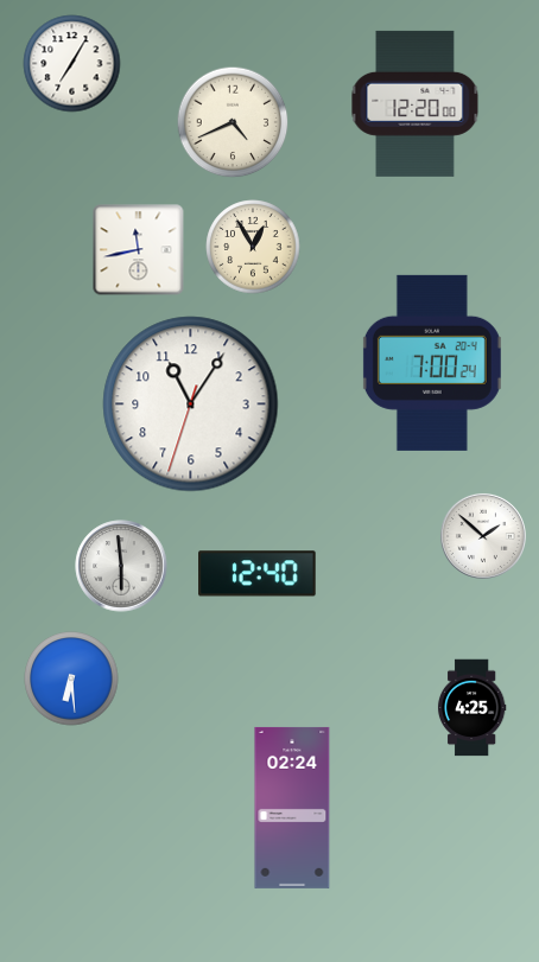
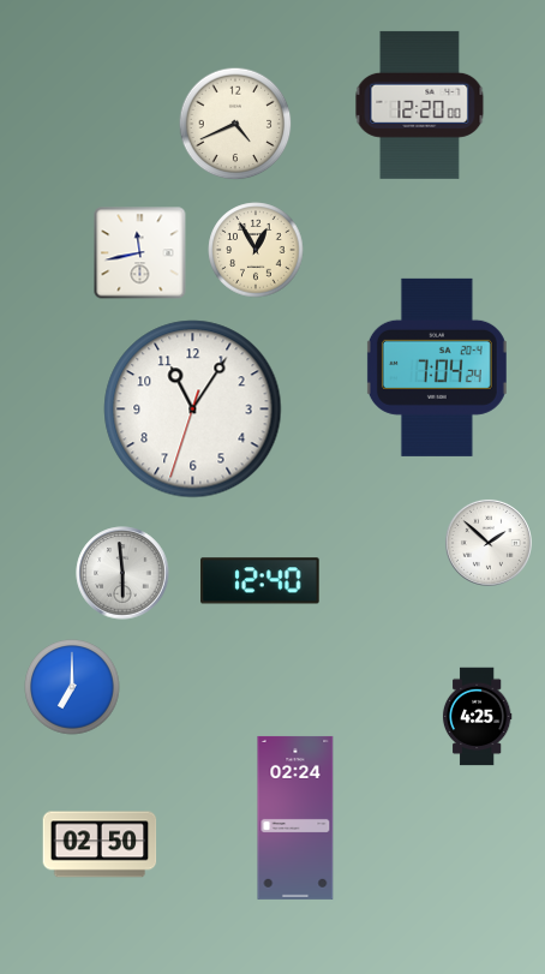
clock at (72, 64): 7:05 -> none
clock at (432, 363): 7:00 -> 7:04
clock at (71, 679): 6:29 -> 7:00
clock at (100, 844): none -> 02:50
